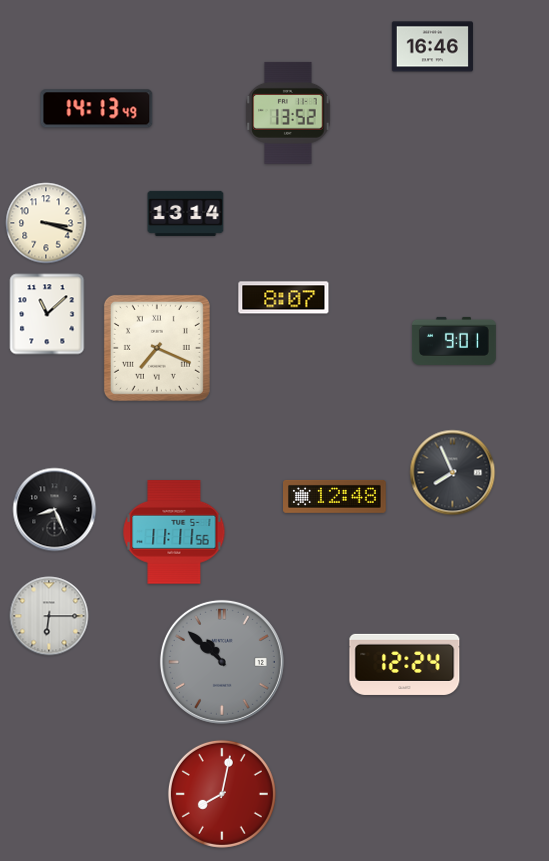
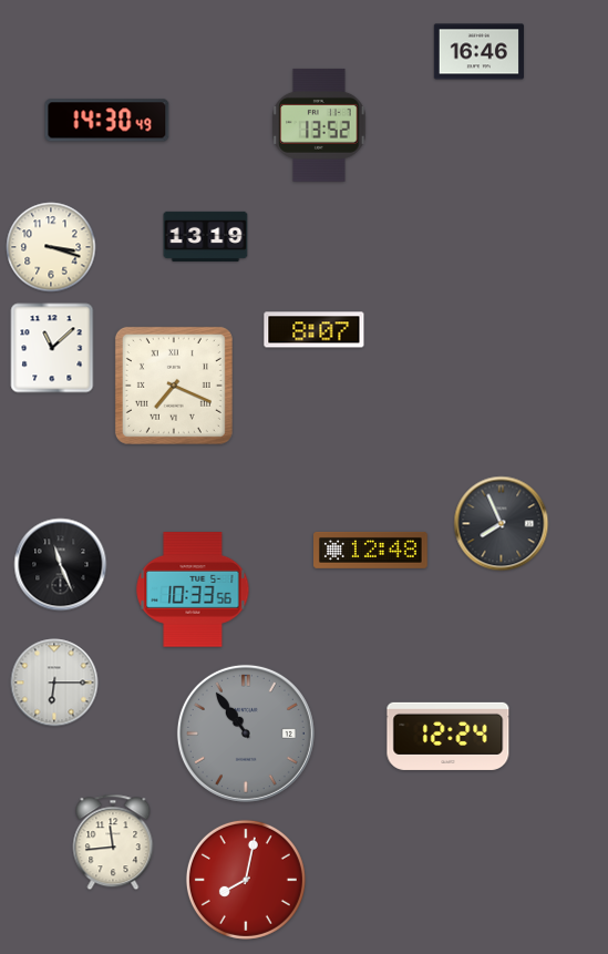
clock at (97, 109): 14:13 -> 14:30
clock at (186, 213): 13:14 -> 13:19
clock at (455, 341): 9:01 -> none
clock at (55, 510): 8:26 -> 11:26
clock at (174, 532): 11:11 -> 10:33
clock at (222, 662): 10:52 -> 10:54
clock at (113, 842): none -> 11:44
